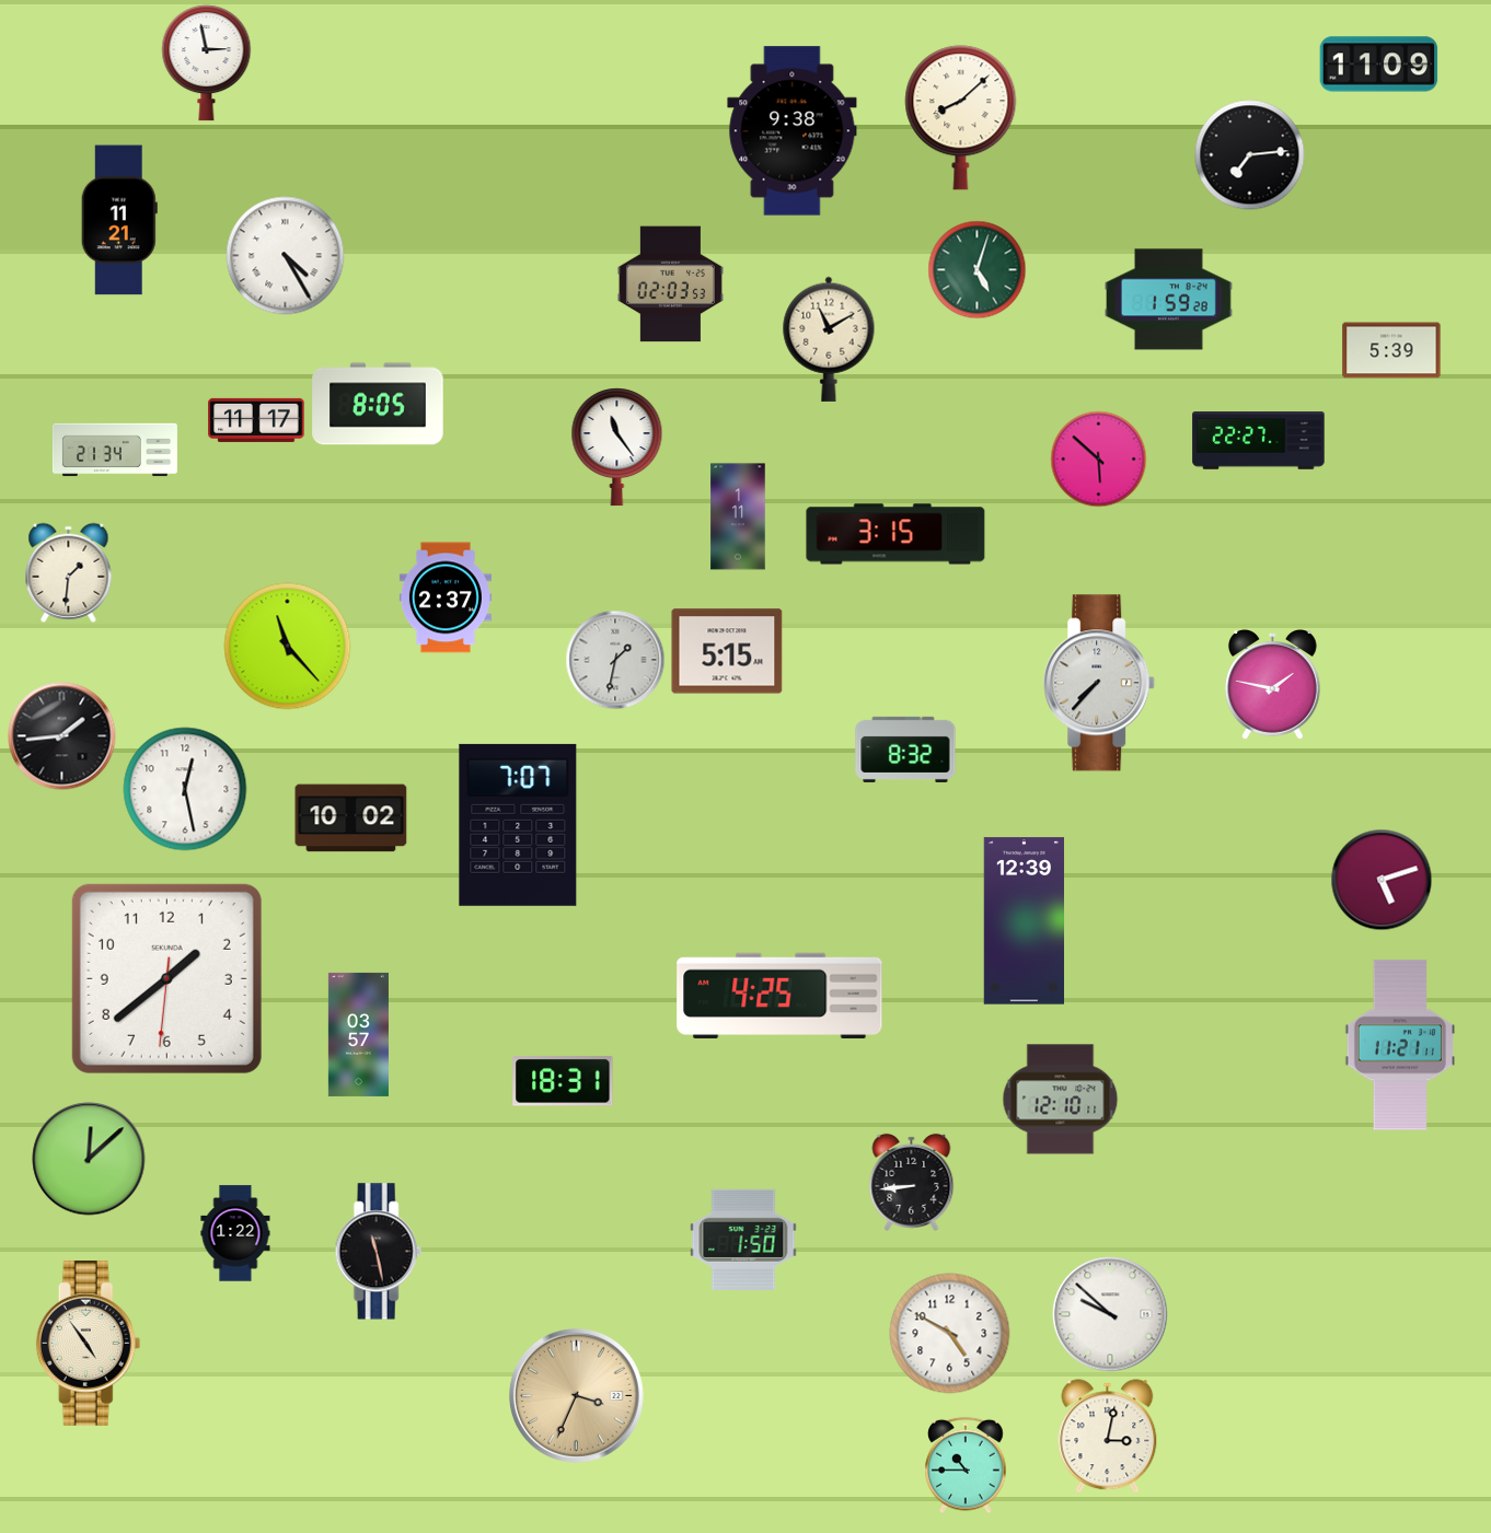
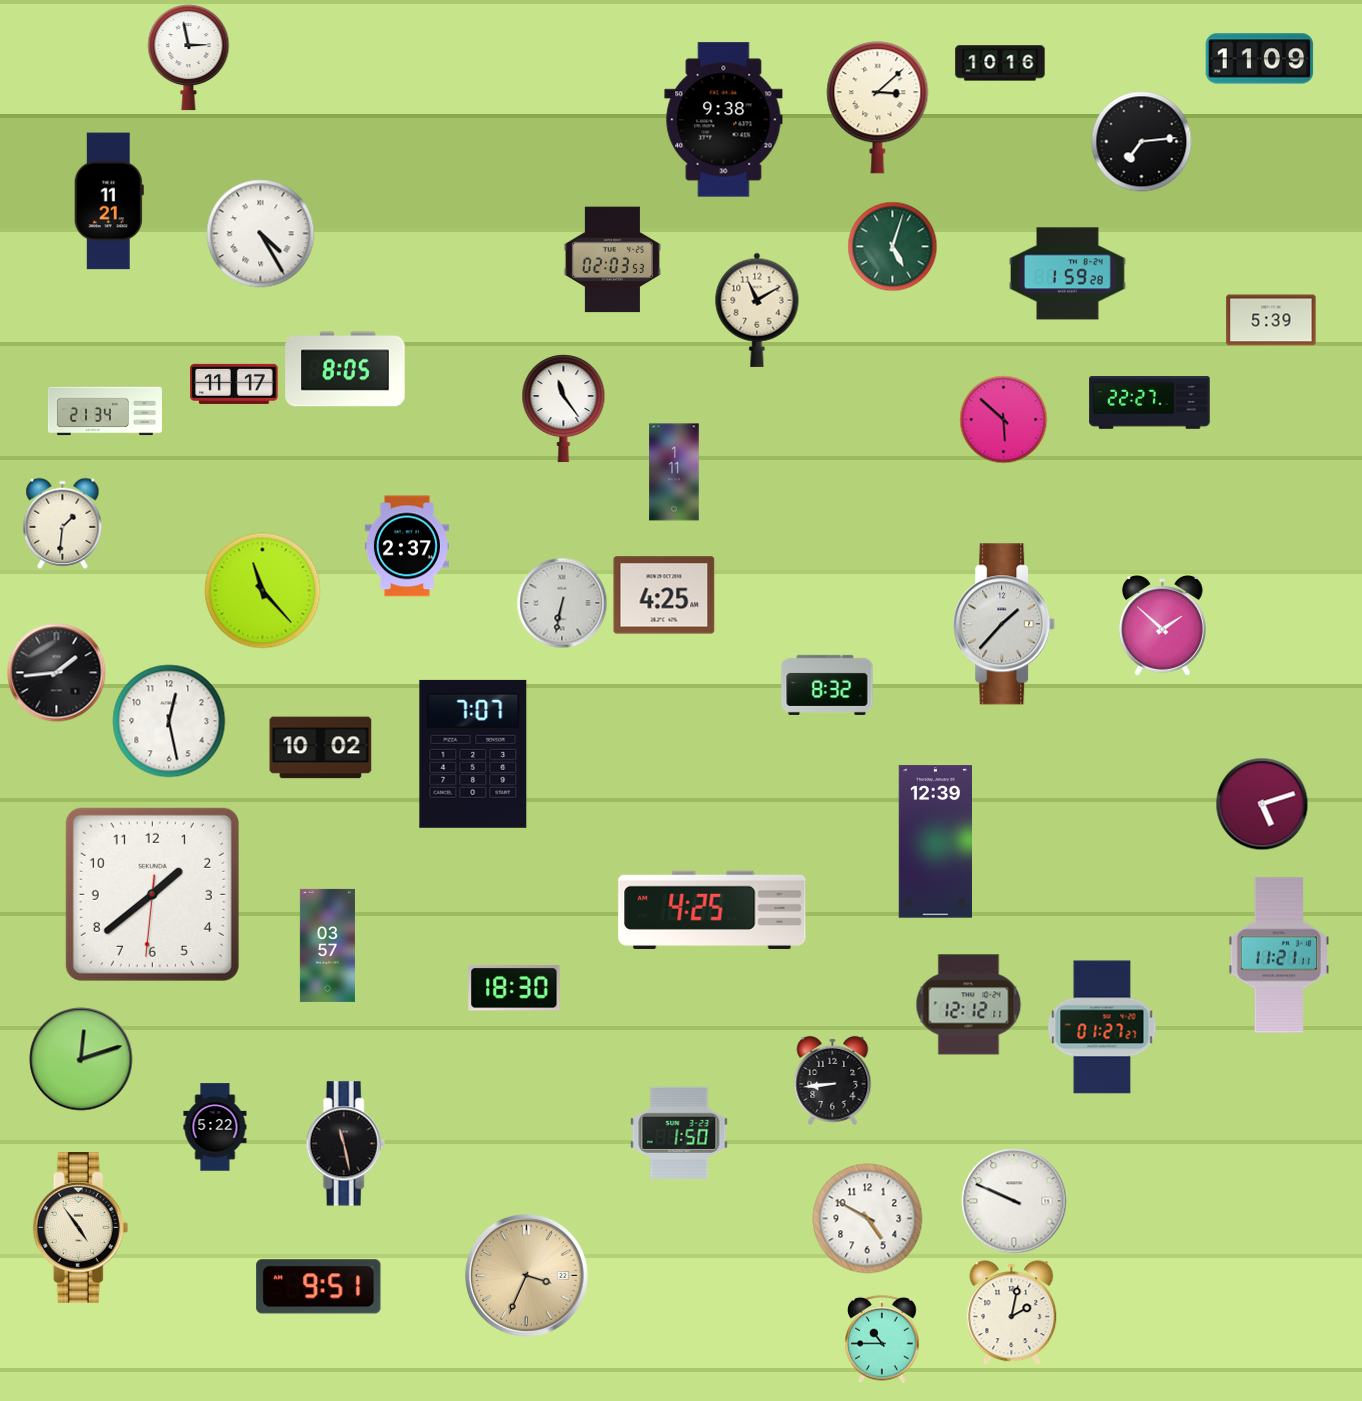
clock at (1000, 63): none -> 10:16
clock at (961, 118): 8:08 -> 3:08
clock at (895, 534): 3:15 -> none
clock at (727, 651): 5:15 -> 4:25
clock at (615, 660): 1:32 -> 6:32
clock at (1100, 683): 7:37 -> 1:37
clock at (1272, 685): 1:47 -> 1:52
clock at (563, 1081): 18:31 -> 18:30
clock at (1061, 1100): 12:10 -> 12:12
clock at (1102, 1027): none -> 01:27
clock at (89, 1159): 12:08 -> 12:12
clock at (235, 1233): 1:22 -> 5:22
clock at (1110, 1314): 9:52 -> 9:49
clock at (319, 1287): none -> 9:51
clock at (1108, 1437): 3:02 -> 2:02
